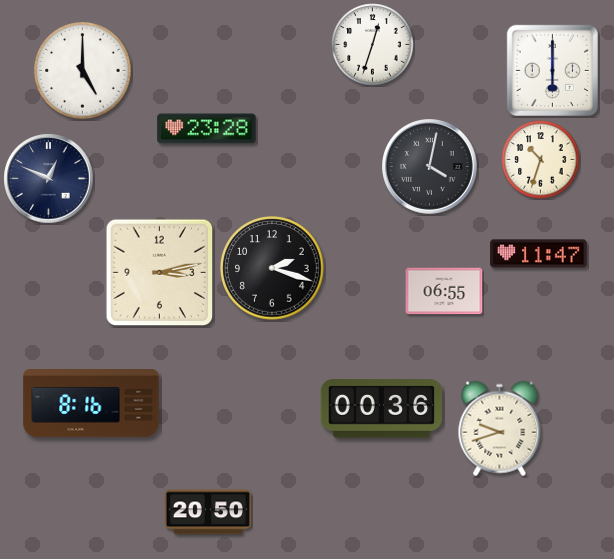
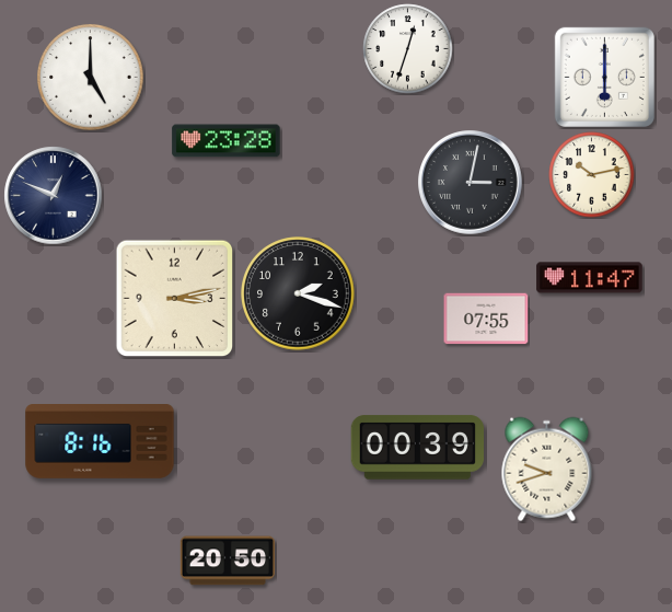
clock at (541, 160): 10:33 -> 10:13
clock at (430, 167): 4:02 -> 3:02
clock at (444, 291): 06:55 -> 07:55
clock at (382, 409): 00:36 -> 00:39
